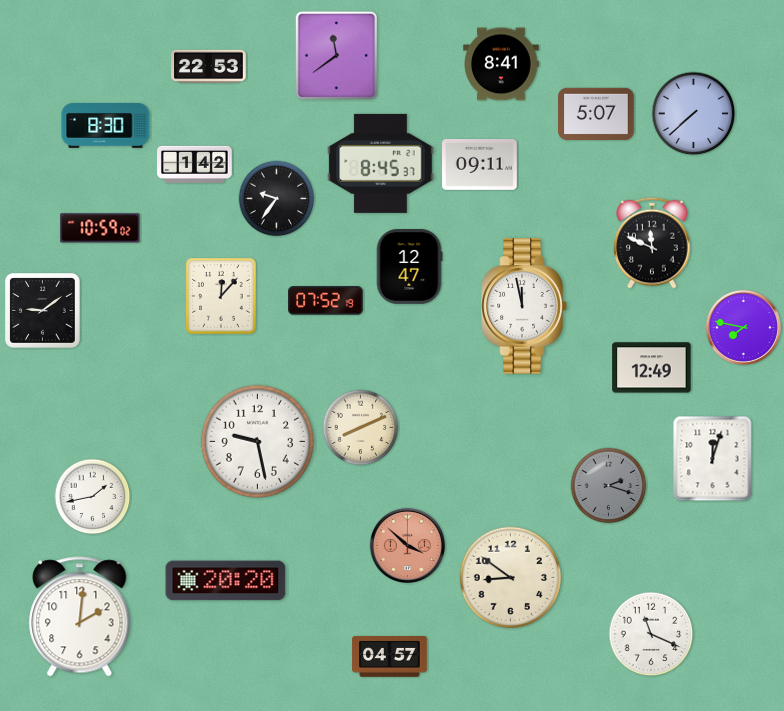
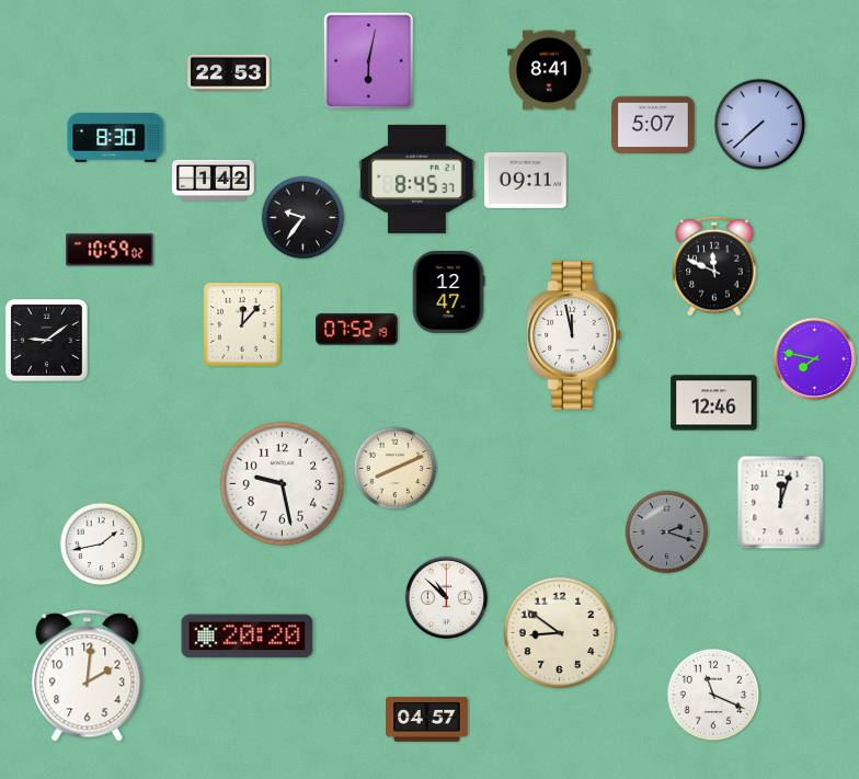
clock at (337, 56): 11:39 -> 6:02
clock at (652, 368): 12:49 -> 12:46
clock at (407, 545): 3:52 -> 10:52
clock at (407, 545) dial: salmon -> white
